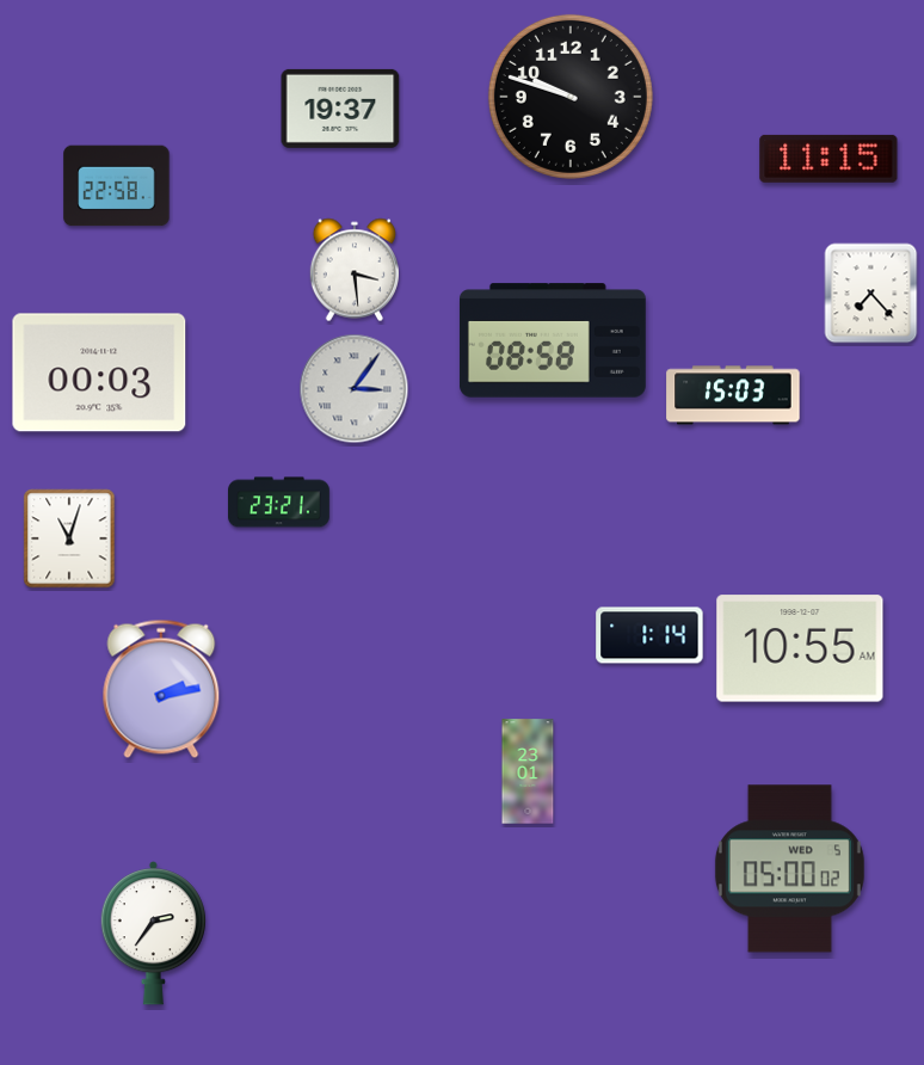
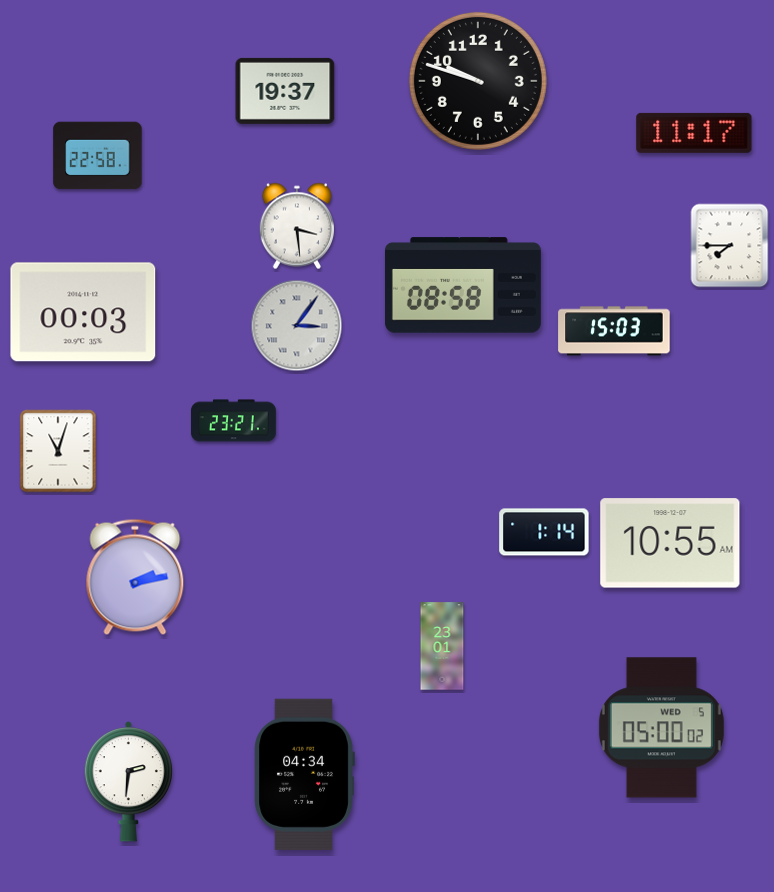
clock at (828, 159): 11:15 -> 11:17
clock at (871, 294): 7:23 -> 7:45
clock at (304, 774): none -> 04:34
clock at (153, 934): 2:36 -> 2:31
